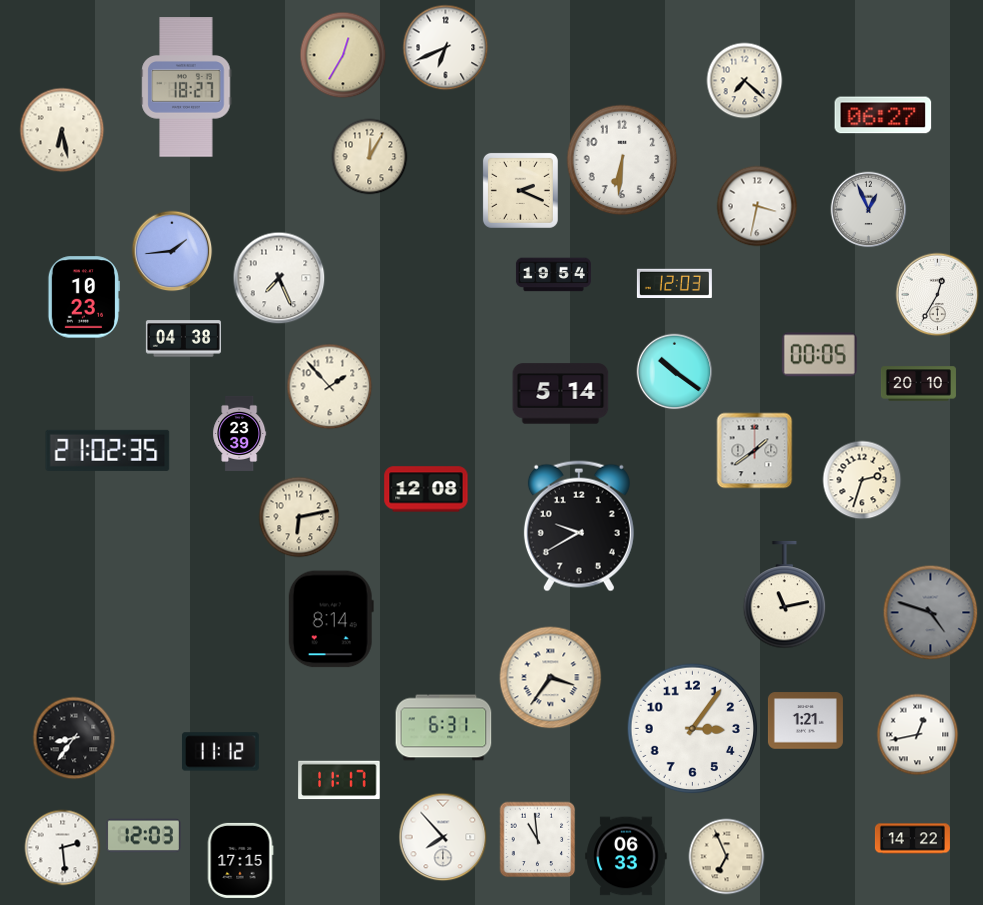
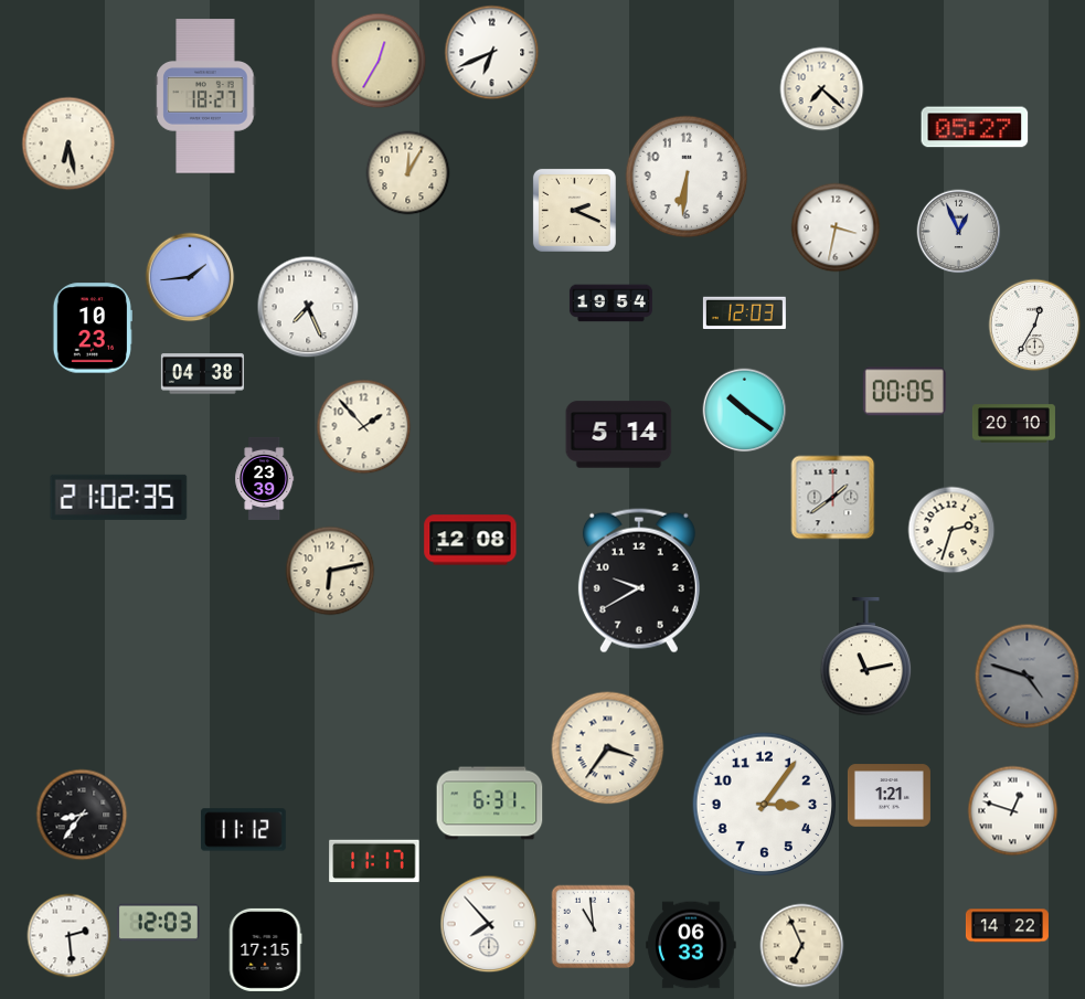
clock at (883, 115): 06:27 -> 05:27
clock at (331, 619): 8:14 -> none
clock at (918, 735): 12:43 -> 12:48
